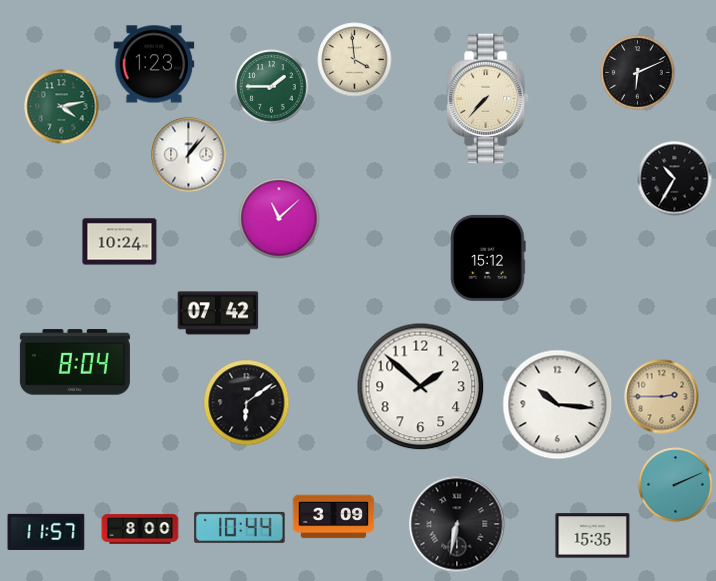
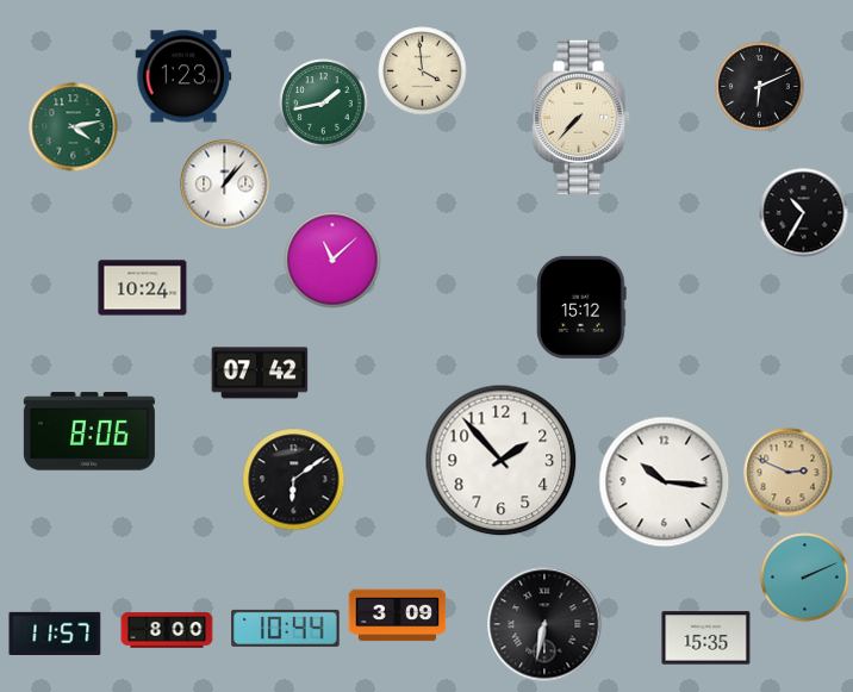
clock at (272, 87): 1:45 -> 1:43
clock at (75, 362): 8:04 -> 8:06
clock at (421, 387): 1:52 -> 1:53
clock at (662, 397): 2:45 -> 2:49
